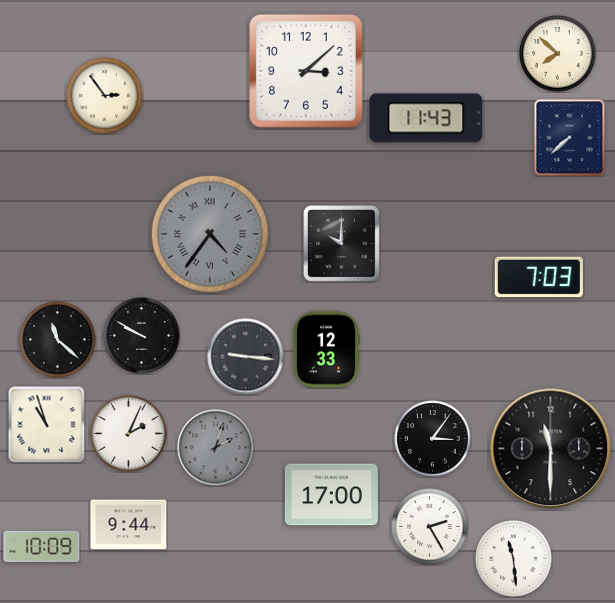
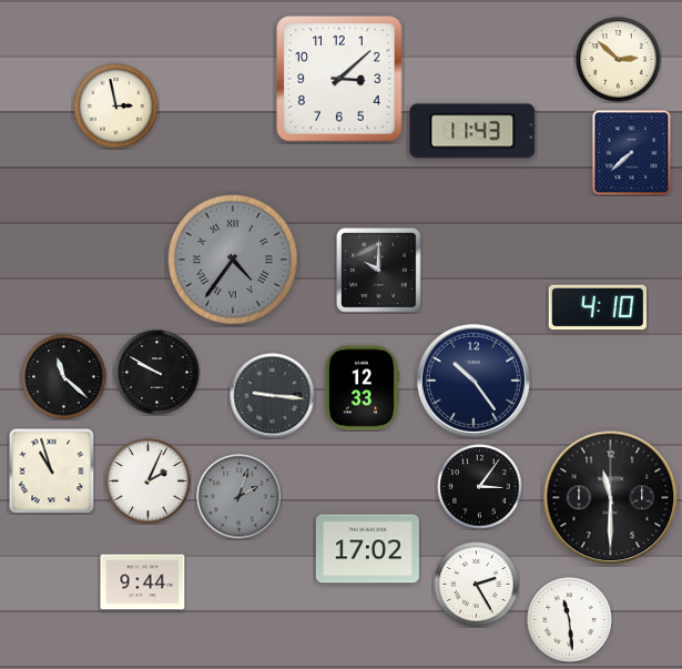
clock at (558, 54): 7:52 -> 2:52
clock at (105, 96): 2:54 -> 2:58
clock at (539, 277): 7:03 -> 4:10
clock at (474, 381): none -> 10:24
clock at (129, 434) position: (129, 434) -> (149, 482)
clock at (331, 495): 17:00 -> 17:02
clock at (42, 546): 10:09 -> none
